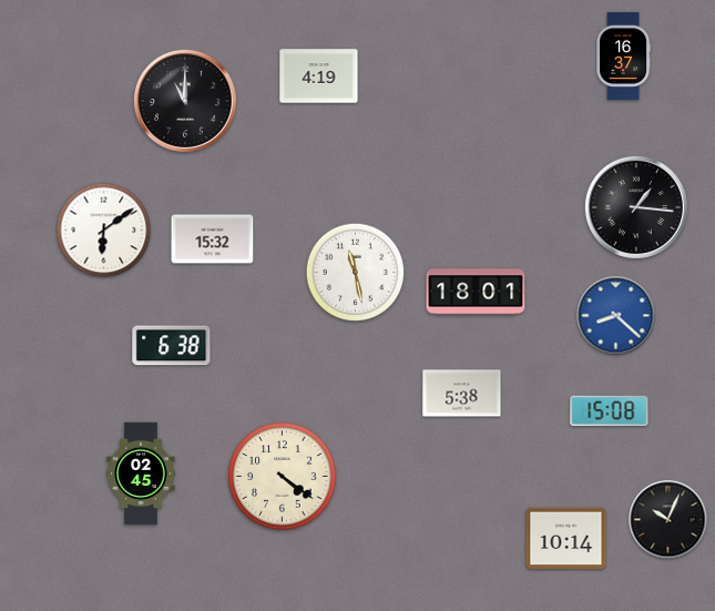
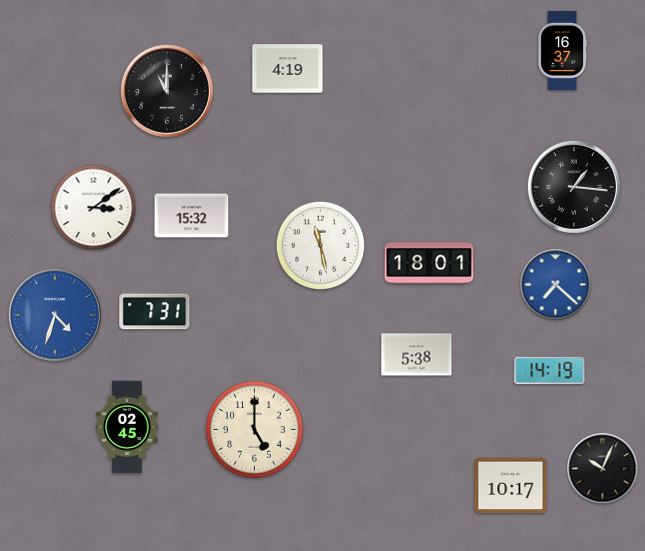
clock at (104, 231): 6:09 -> 3:09
clock at (616, 316): 8:22 -> 7:22
clock at (172, 346): 6:38 -> 7:31
clock at (55, 315): none -> 4:33
clock at (610, 411): 15:08 -> 14:19
clock at (283, 477): 4:21 -> 5:00
clock at (566, 539): 10:14 -> 10:17
